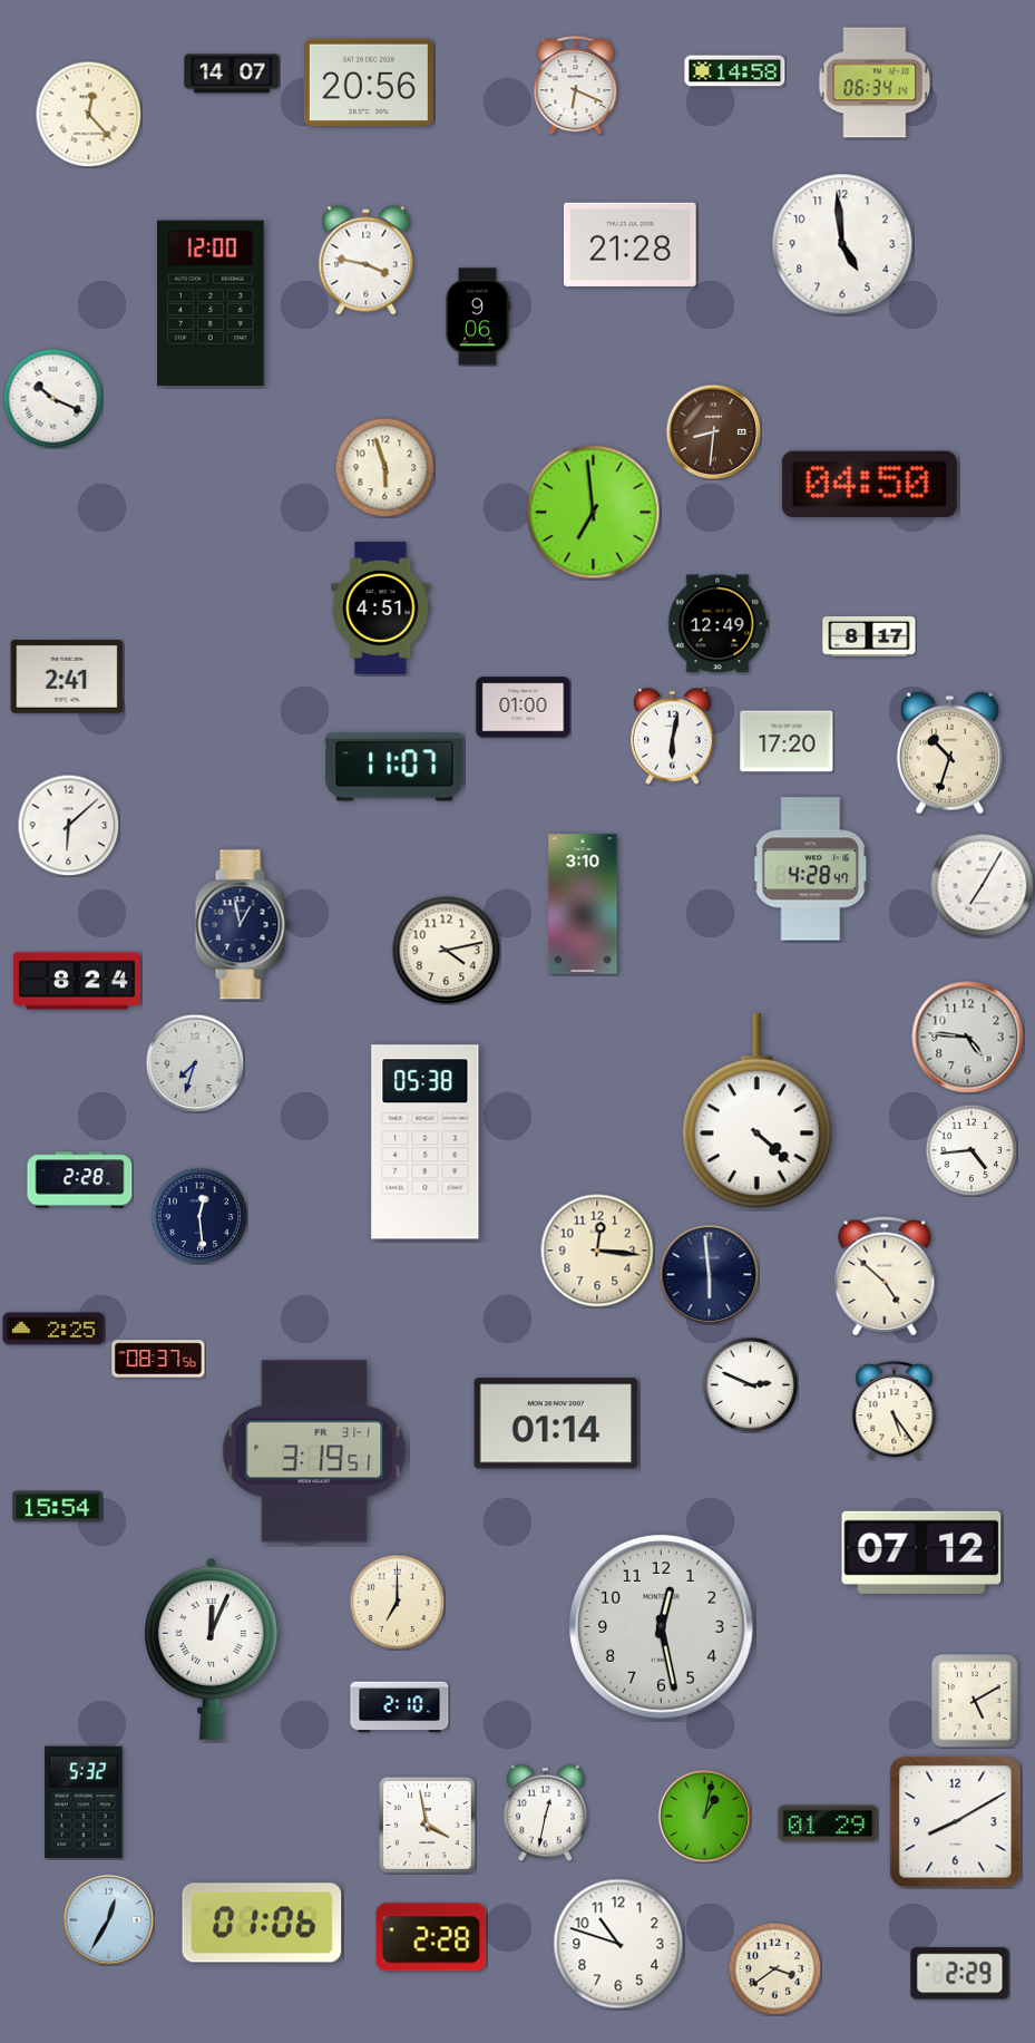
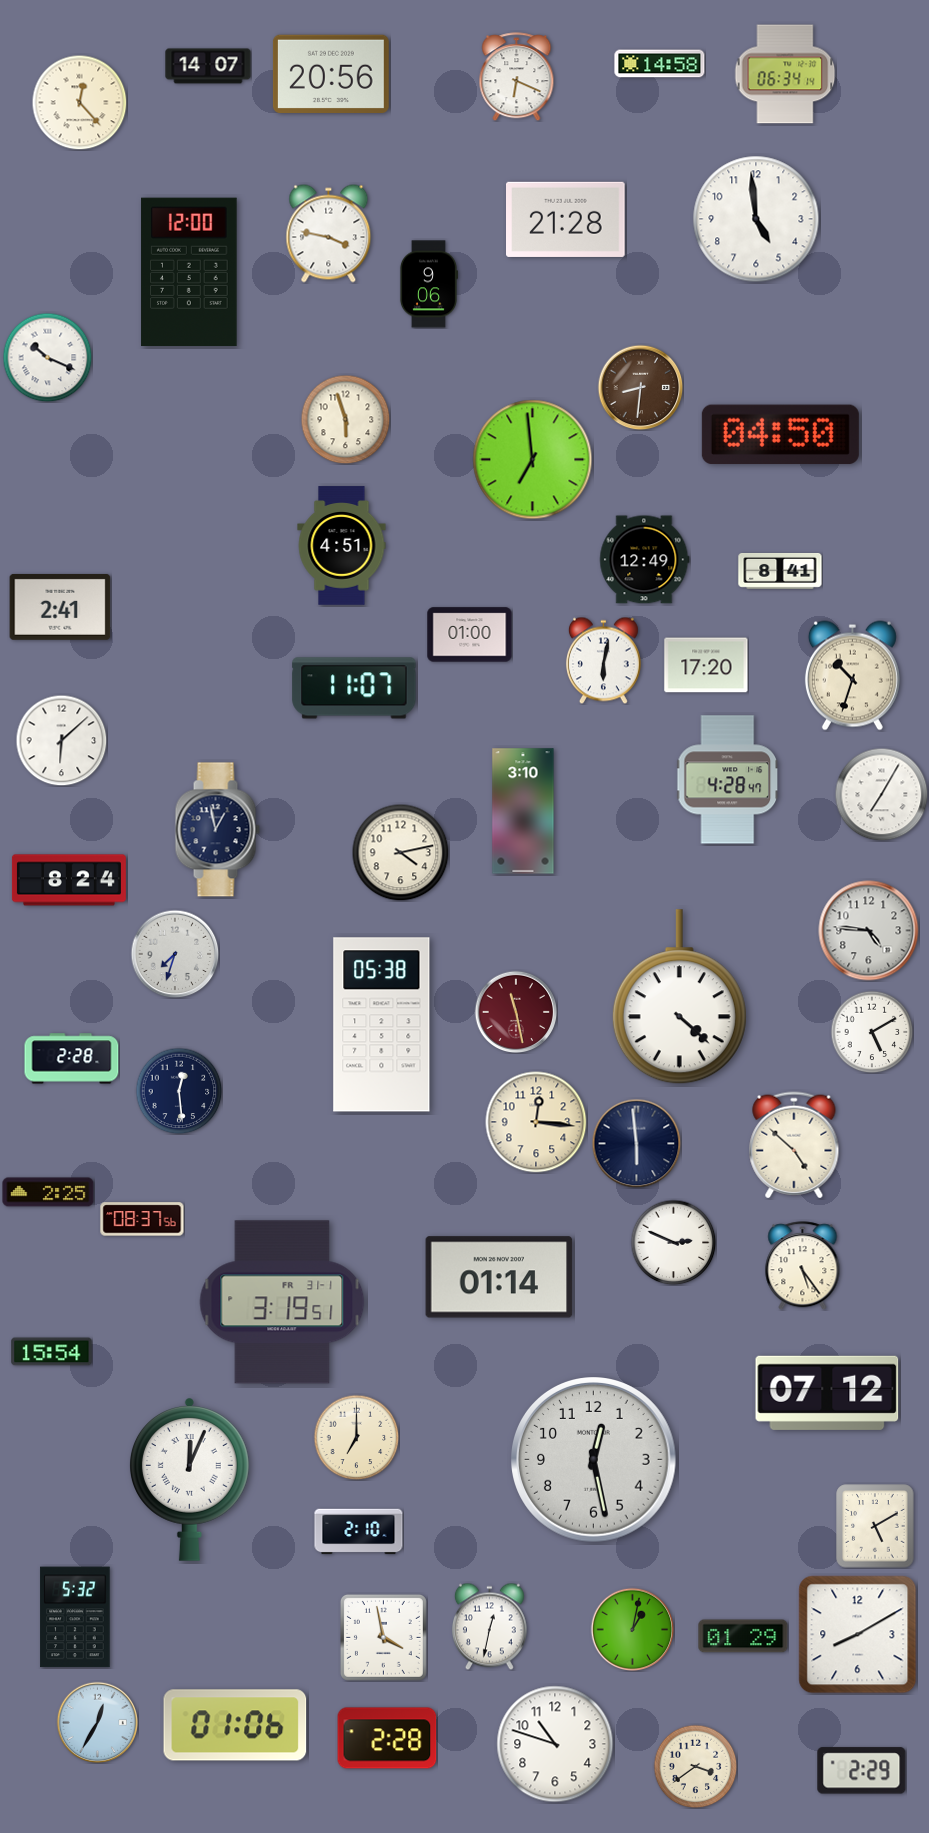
clock at (869, 636): 8:17 -> 8:41
clock at (516, 1012): none -> 11:28
clock at (971, 1150): 4:44 -> 5:10
